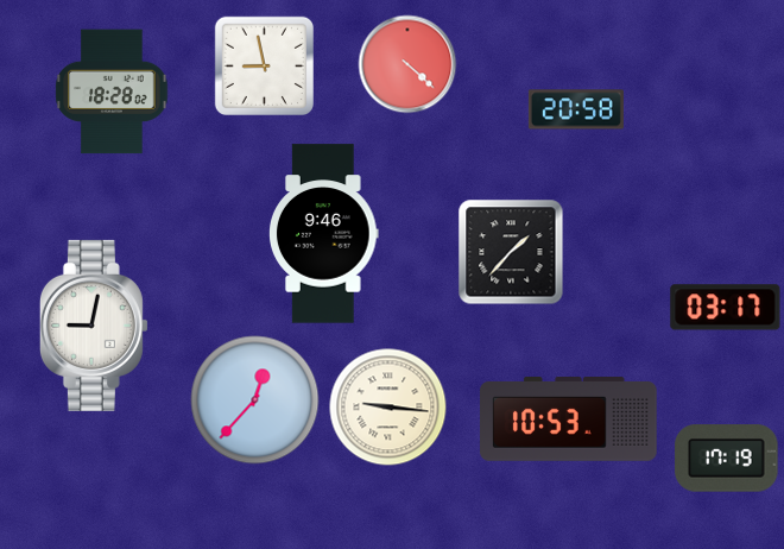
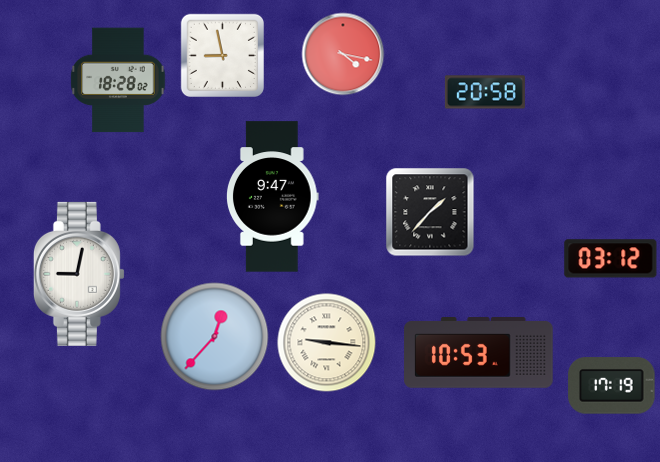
clock at (407, 64): 4:22 -> 4:17
clock at (112, 91) position: (112, 91) -> (118, 80)
clock at (324, 234): 9:46 -> 9:47
clock at (726, 308): 03:17 -> 03:12
